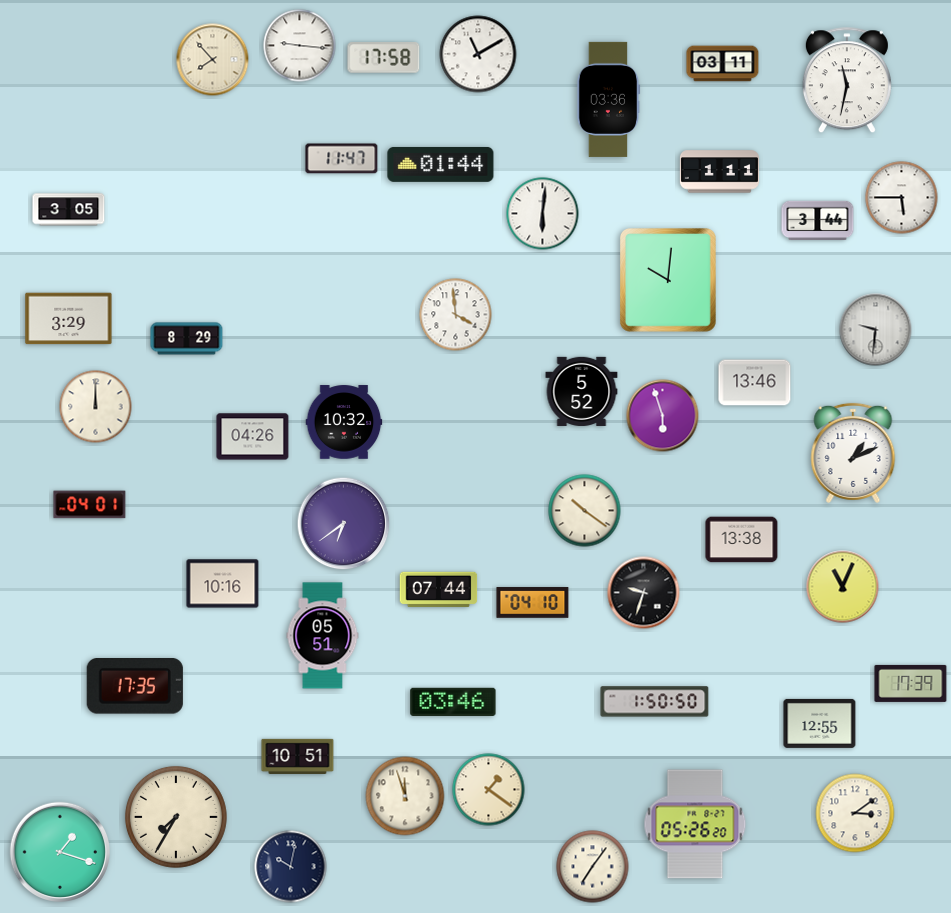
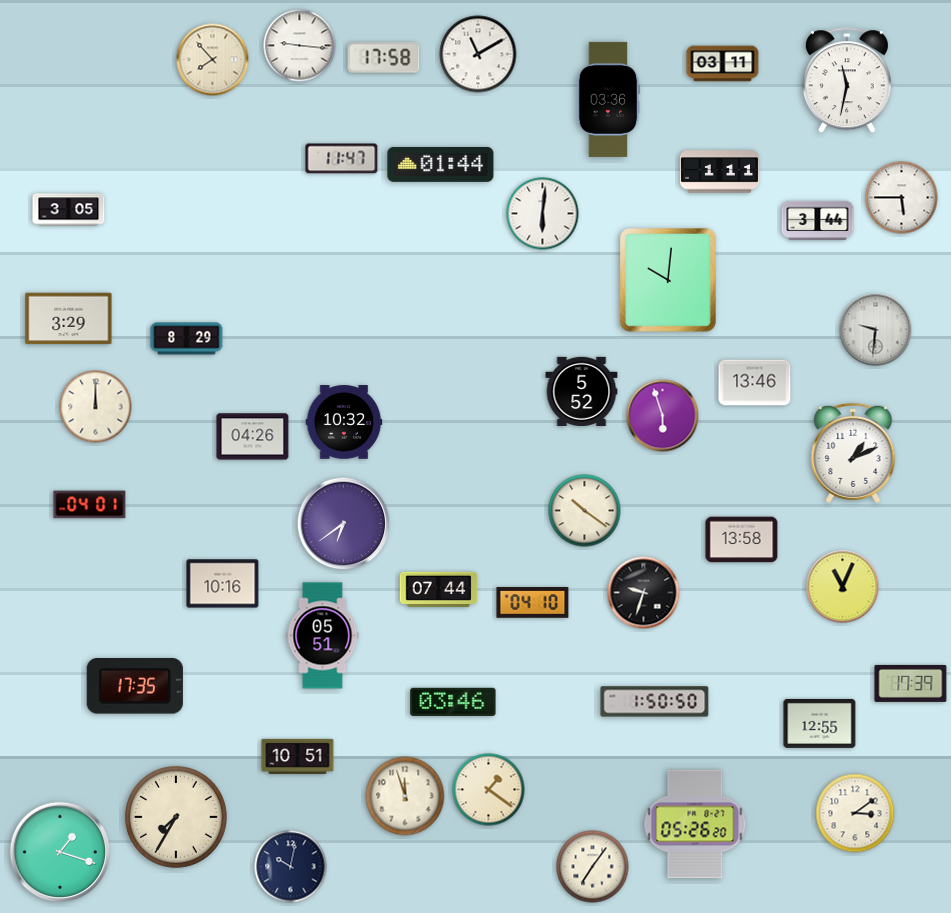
clock at (456, 315): 3:59 -> none
clock at (742, 540): 13:38 -> 13:58
